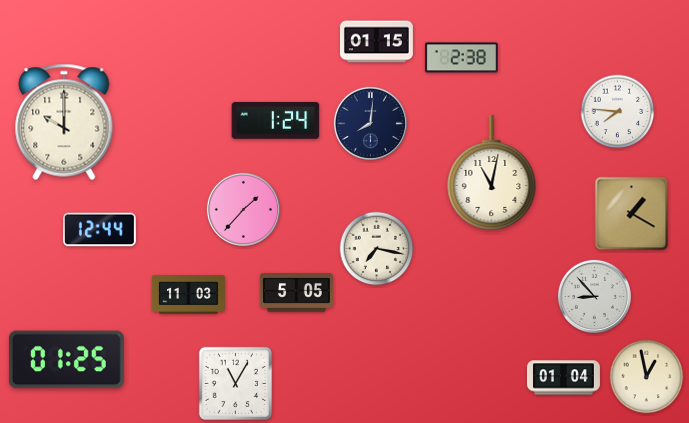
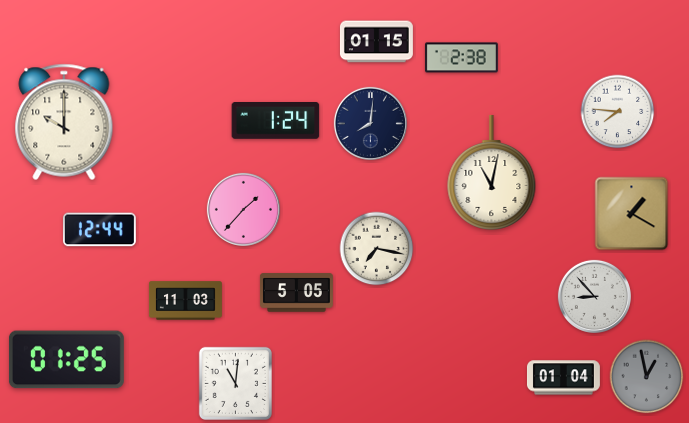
clock at (188, 295) position: (188, 295) -> (185, 301)
clock at (647, 377) dial: cream -> grey
clock at (235, 383): 11:05 -> 11:01
